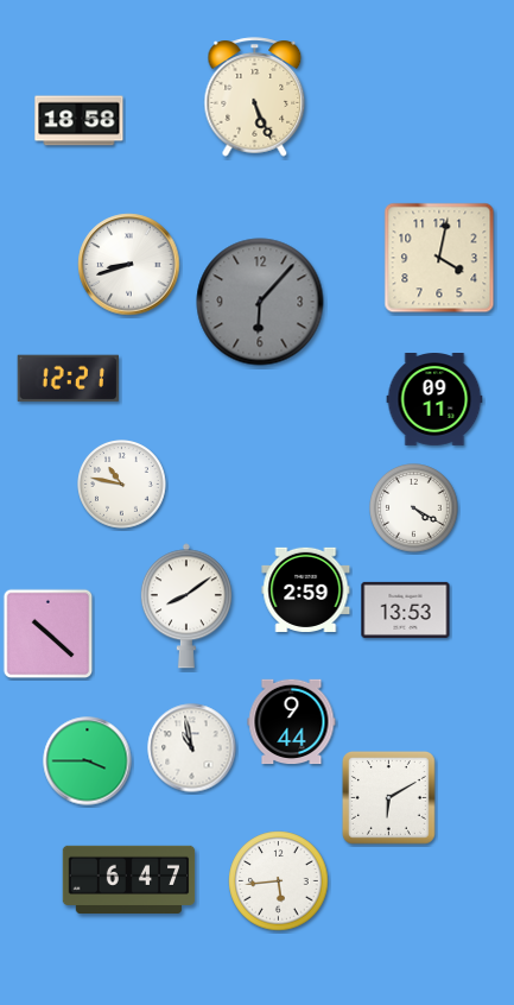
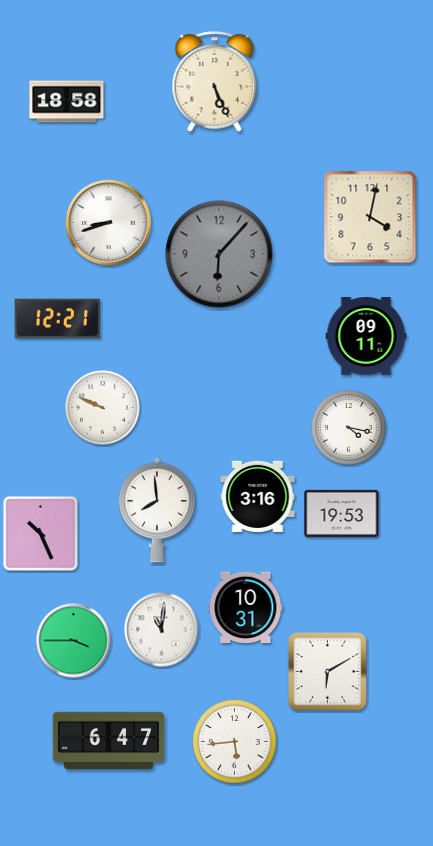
clock at (122, 485): 10:47 -> 9:49
clock at (414, 508): 4:20 -> 4:17
clock at (306, 589): 2:59 -> 3:16
clock at (186, 606): 8:09 -> 7:59
clock at (406, 609): 13:53 -> 19:53
clock at (49, 634): 10:22 -> 10:26
clock at (292, 722): 9:44 -> 10:31
clock at (192, 748): 10:58 -> 11:01
